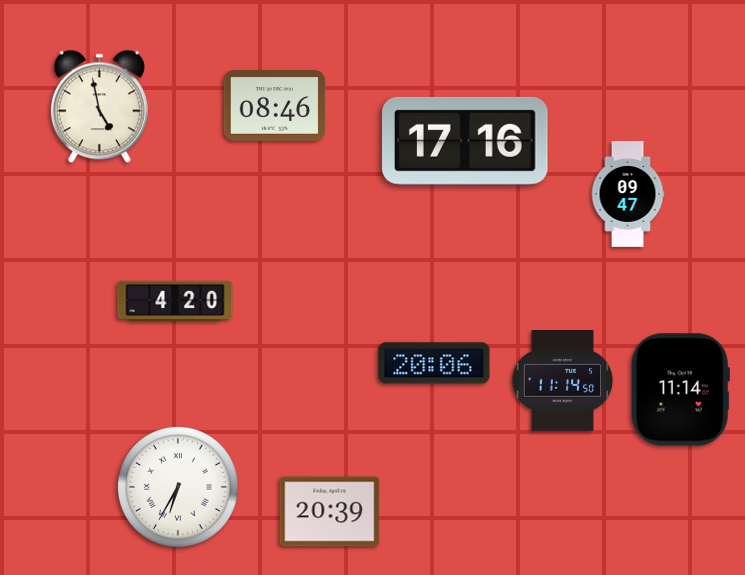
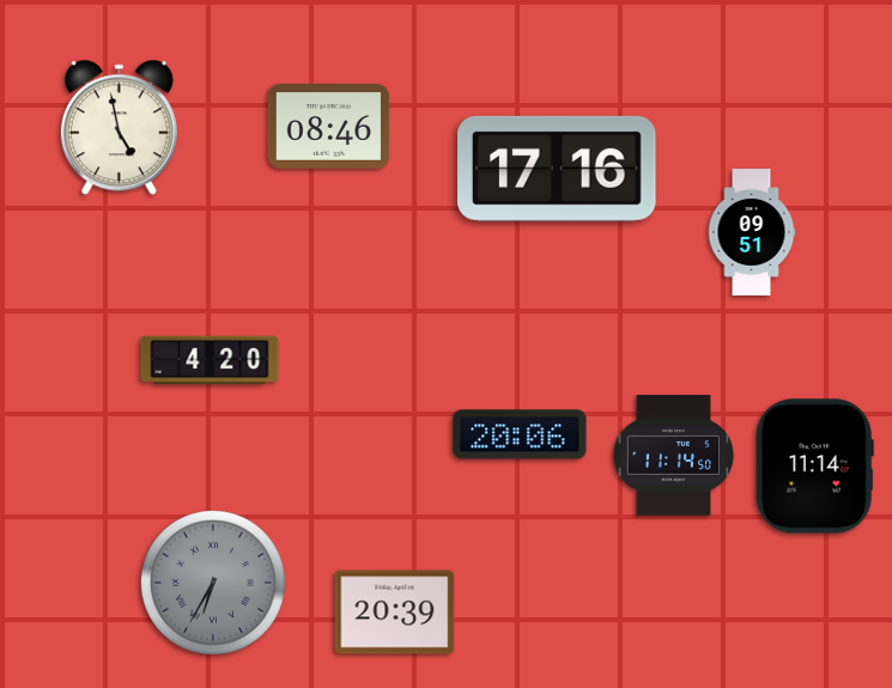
clock at (628, 195): 09:47 -> 09:51
clock at (178, 487) dial: white -> grey
